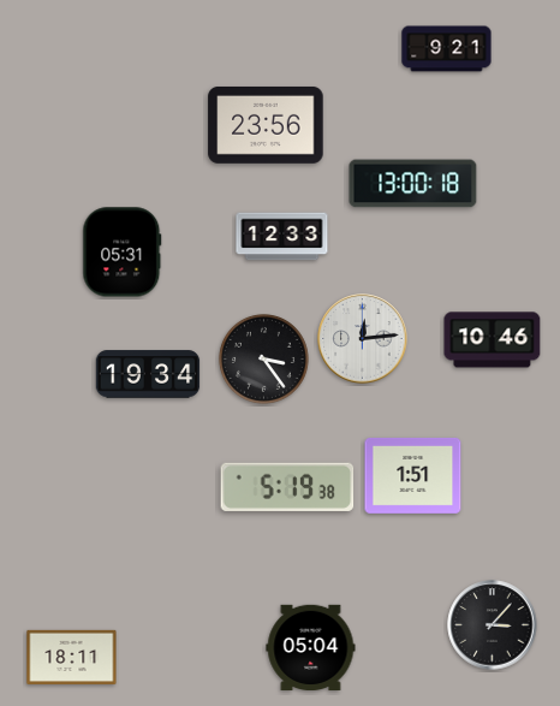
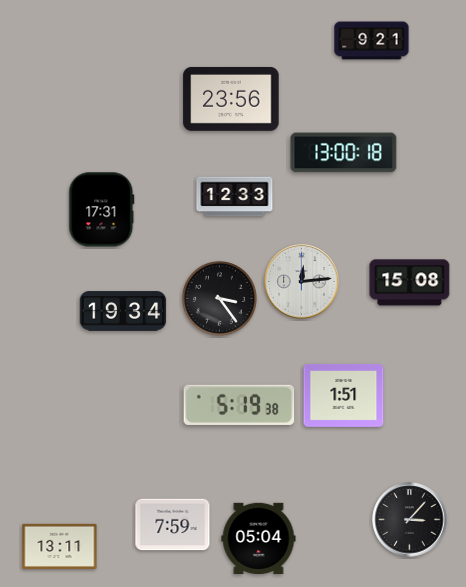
clock at (266, 125) position: (266, 125) -> (231, 99)
clock at (123, 253): 05:31 -> 17:31
clock at (493, 340): 10:46 -> 15:08
clock at (173, 525): none -> 7:59
clock at (72, 657): 18:11 -> 13:11
